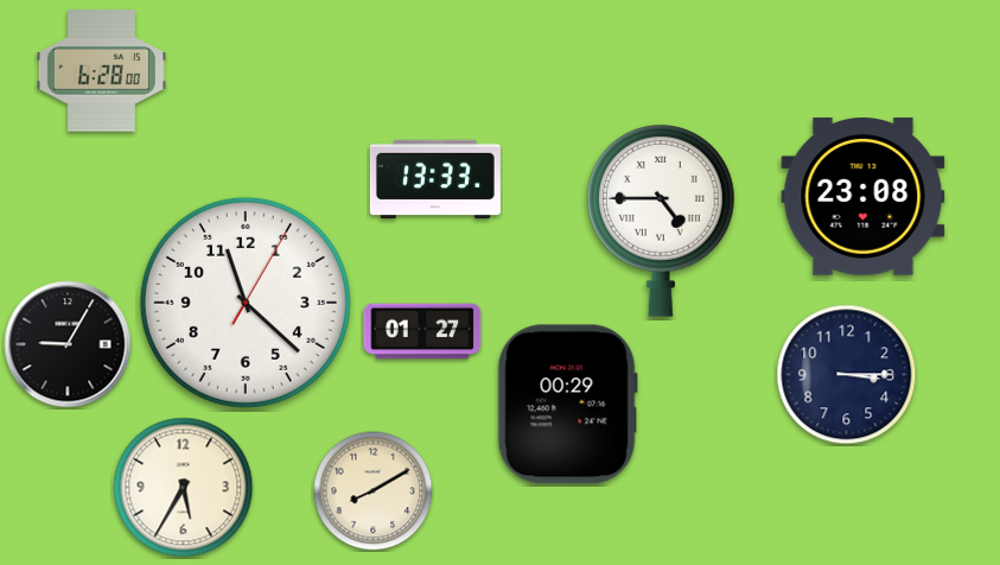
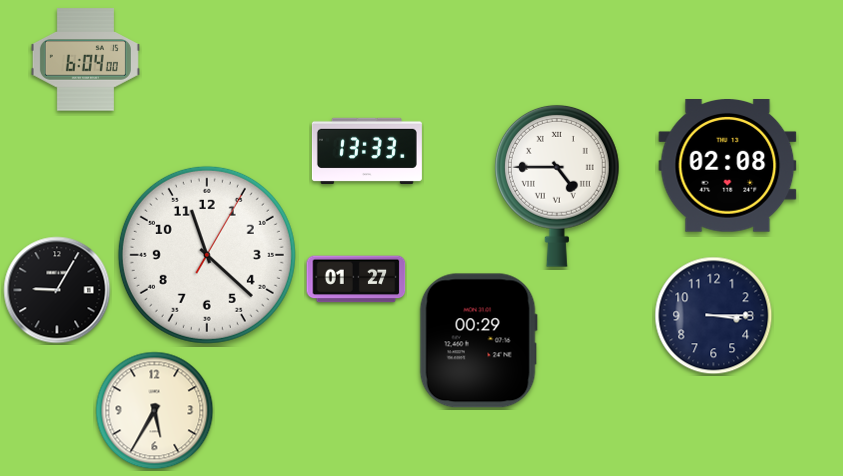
clock at (101, 71): 6:28 -> 6:04
clock at (864, 197): 23:08 -> 02:08
clock at (374, 491): 8:10 -> none
